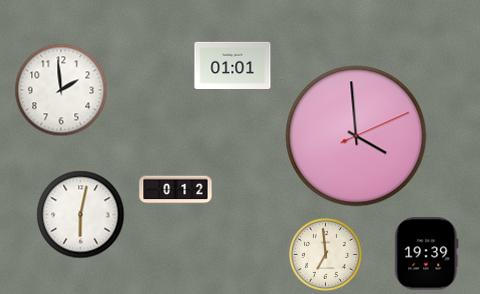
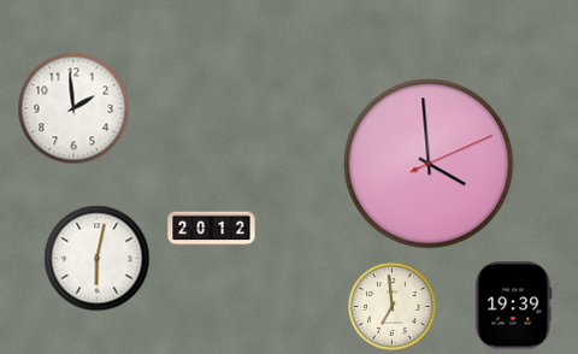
clock at (233, 65): 01:01 -> none
clock at (176, 190): 0:12 -> 20:12
